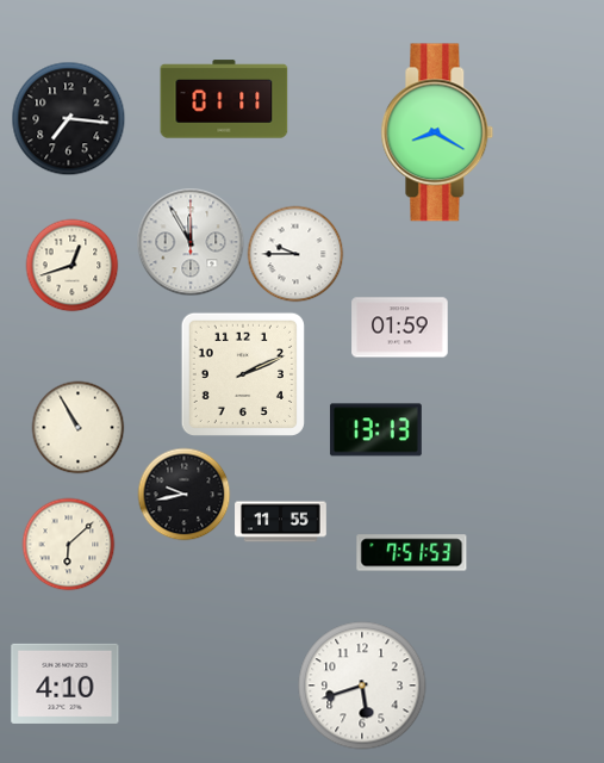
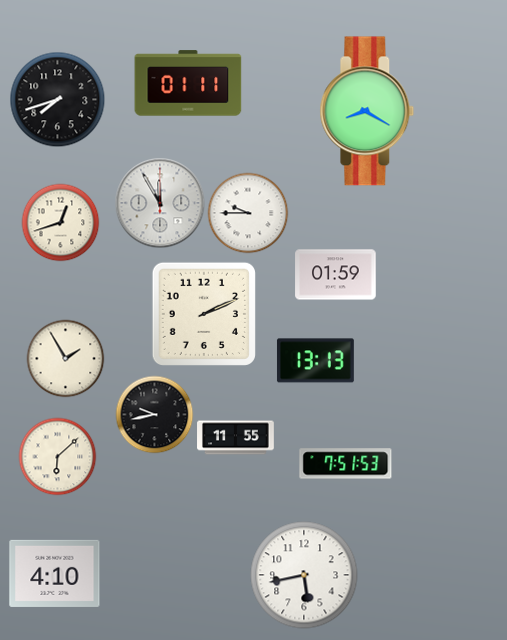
clock at (68, 118): 7:16 -> 7:42
clock at (77, 427): 10:55 -> 1:55
clock at (362, 686): 5:42 -> 5:43
